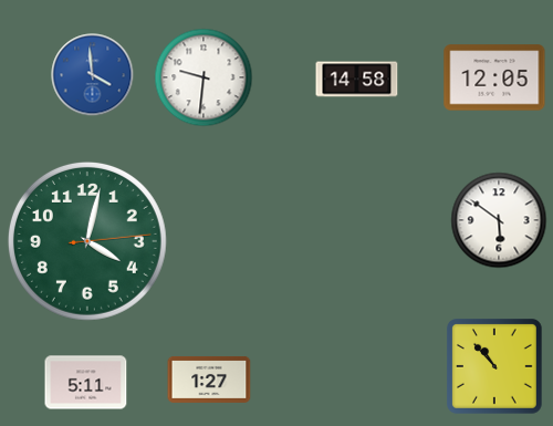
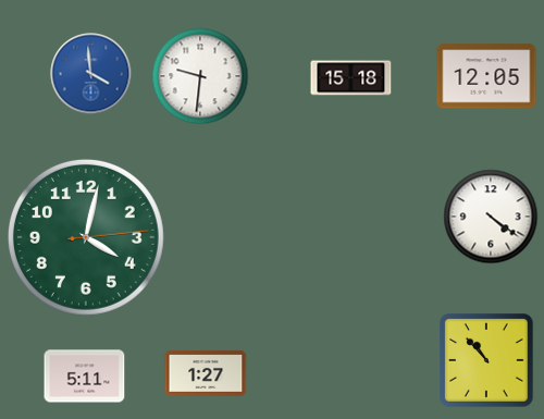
clock at (357, 80): 14:58 -> 15:18
clock at (499, 220): 5:51 -> 4:21
